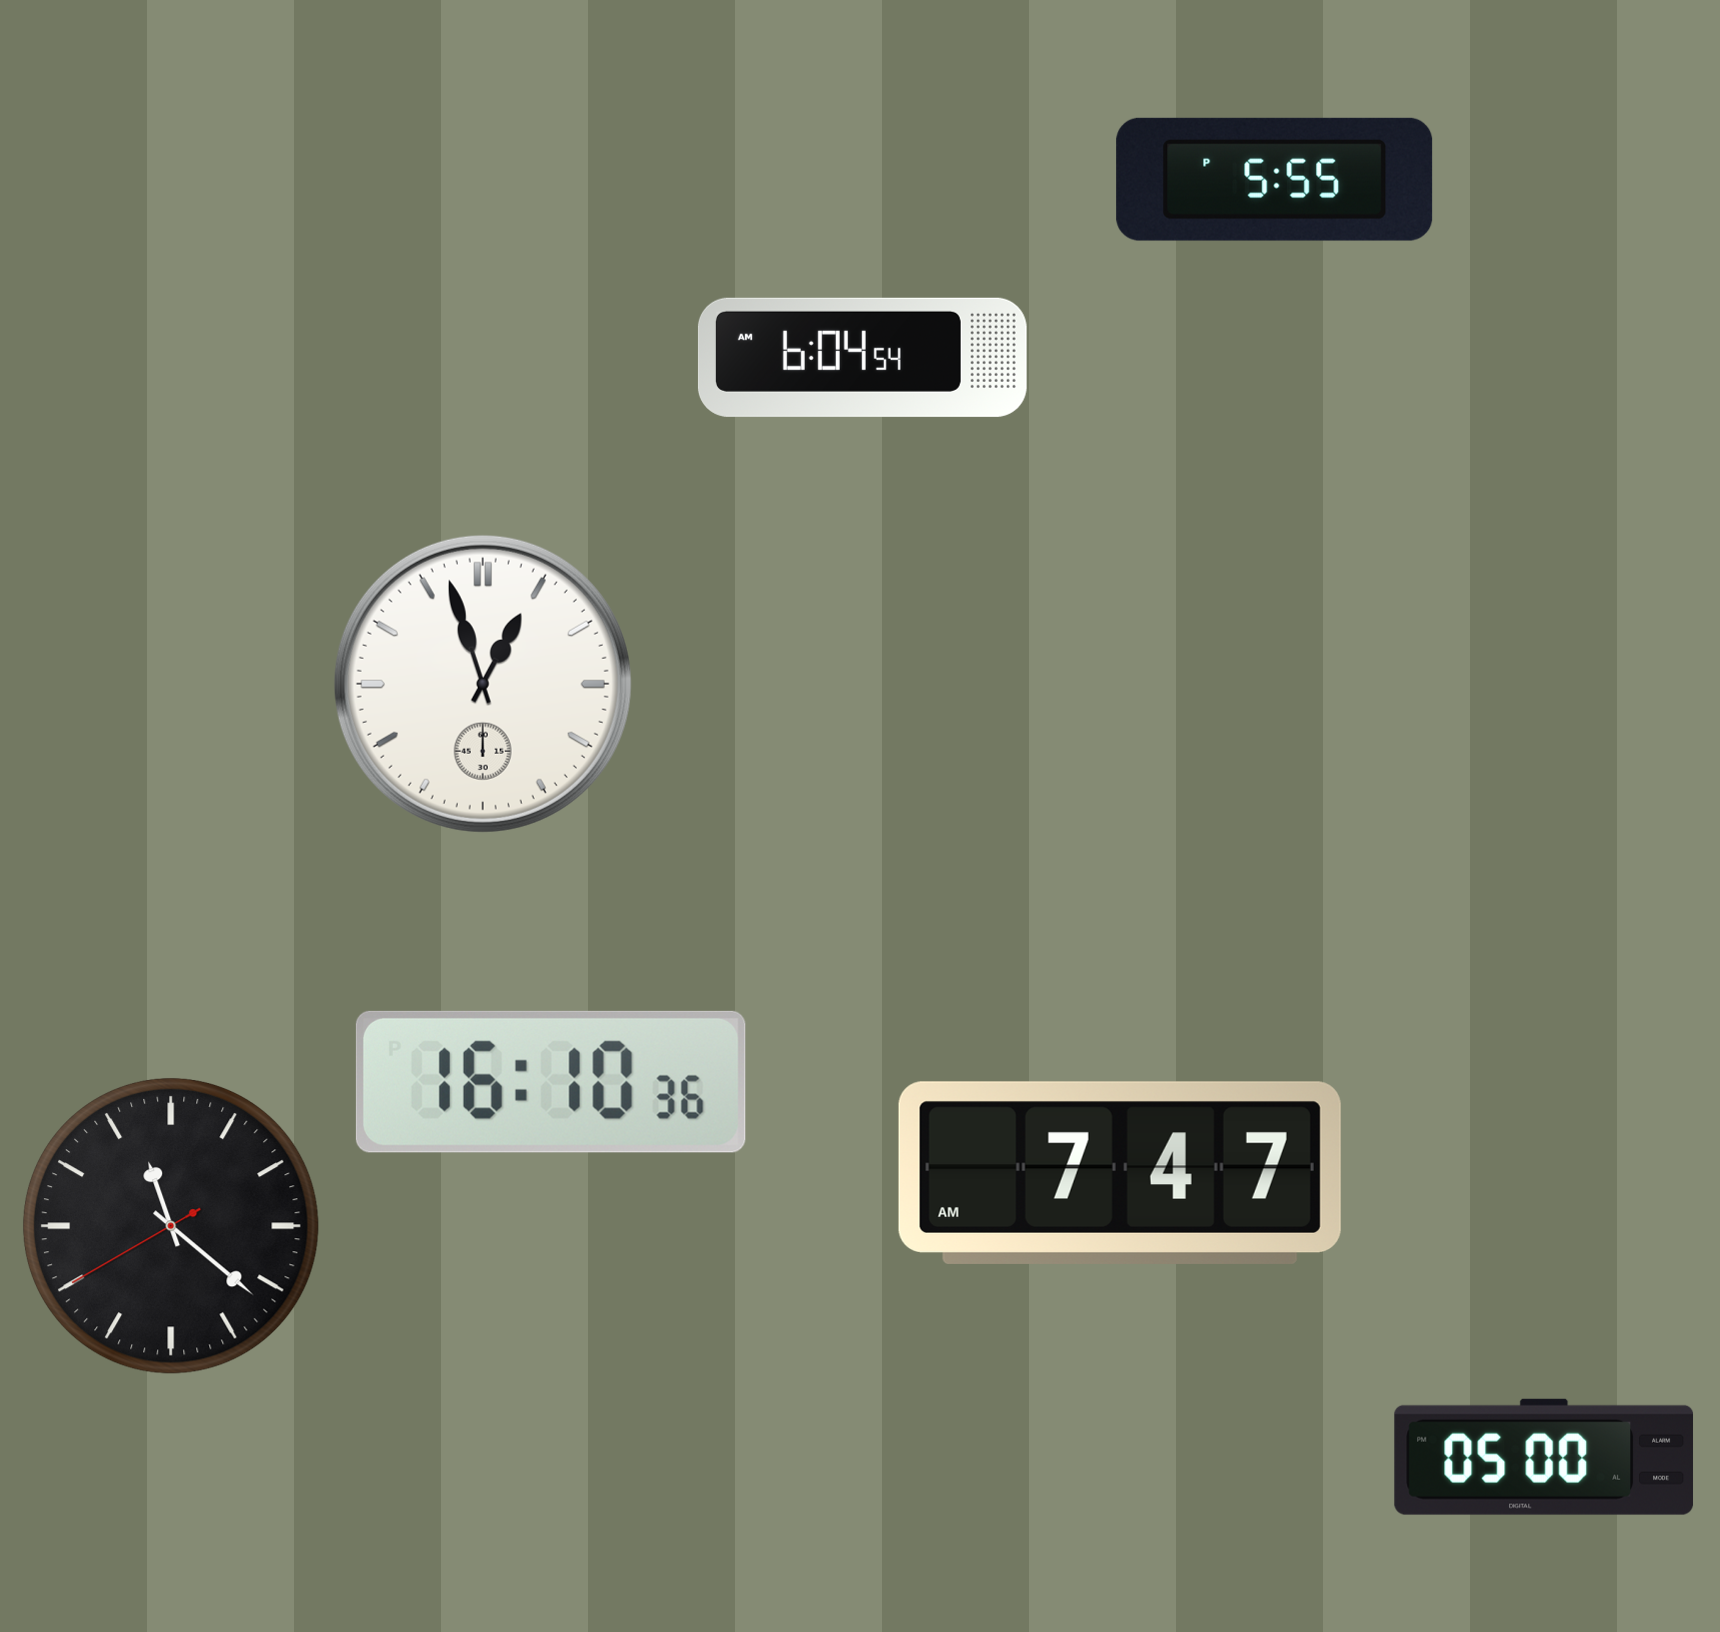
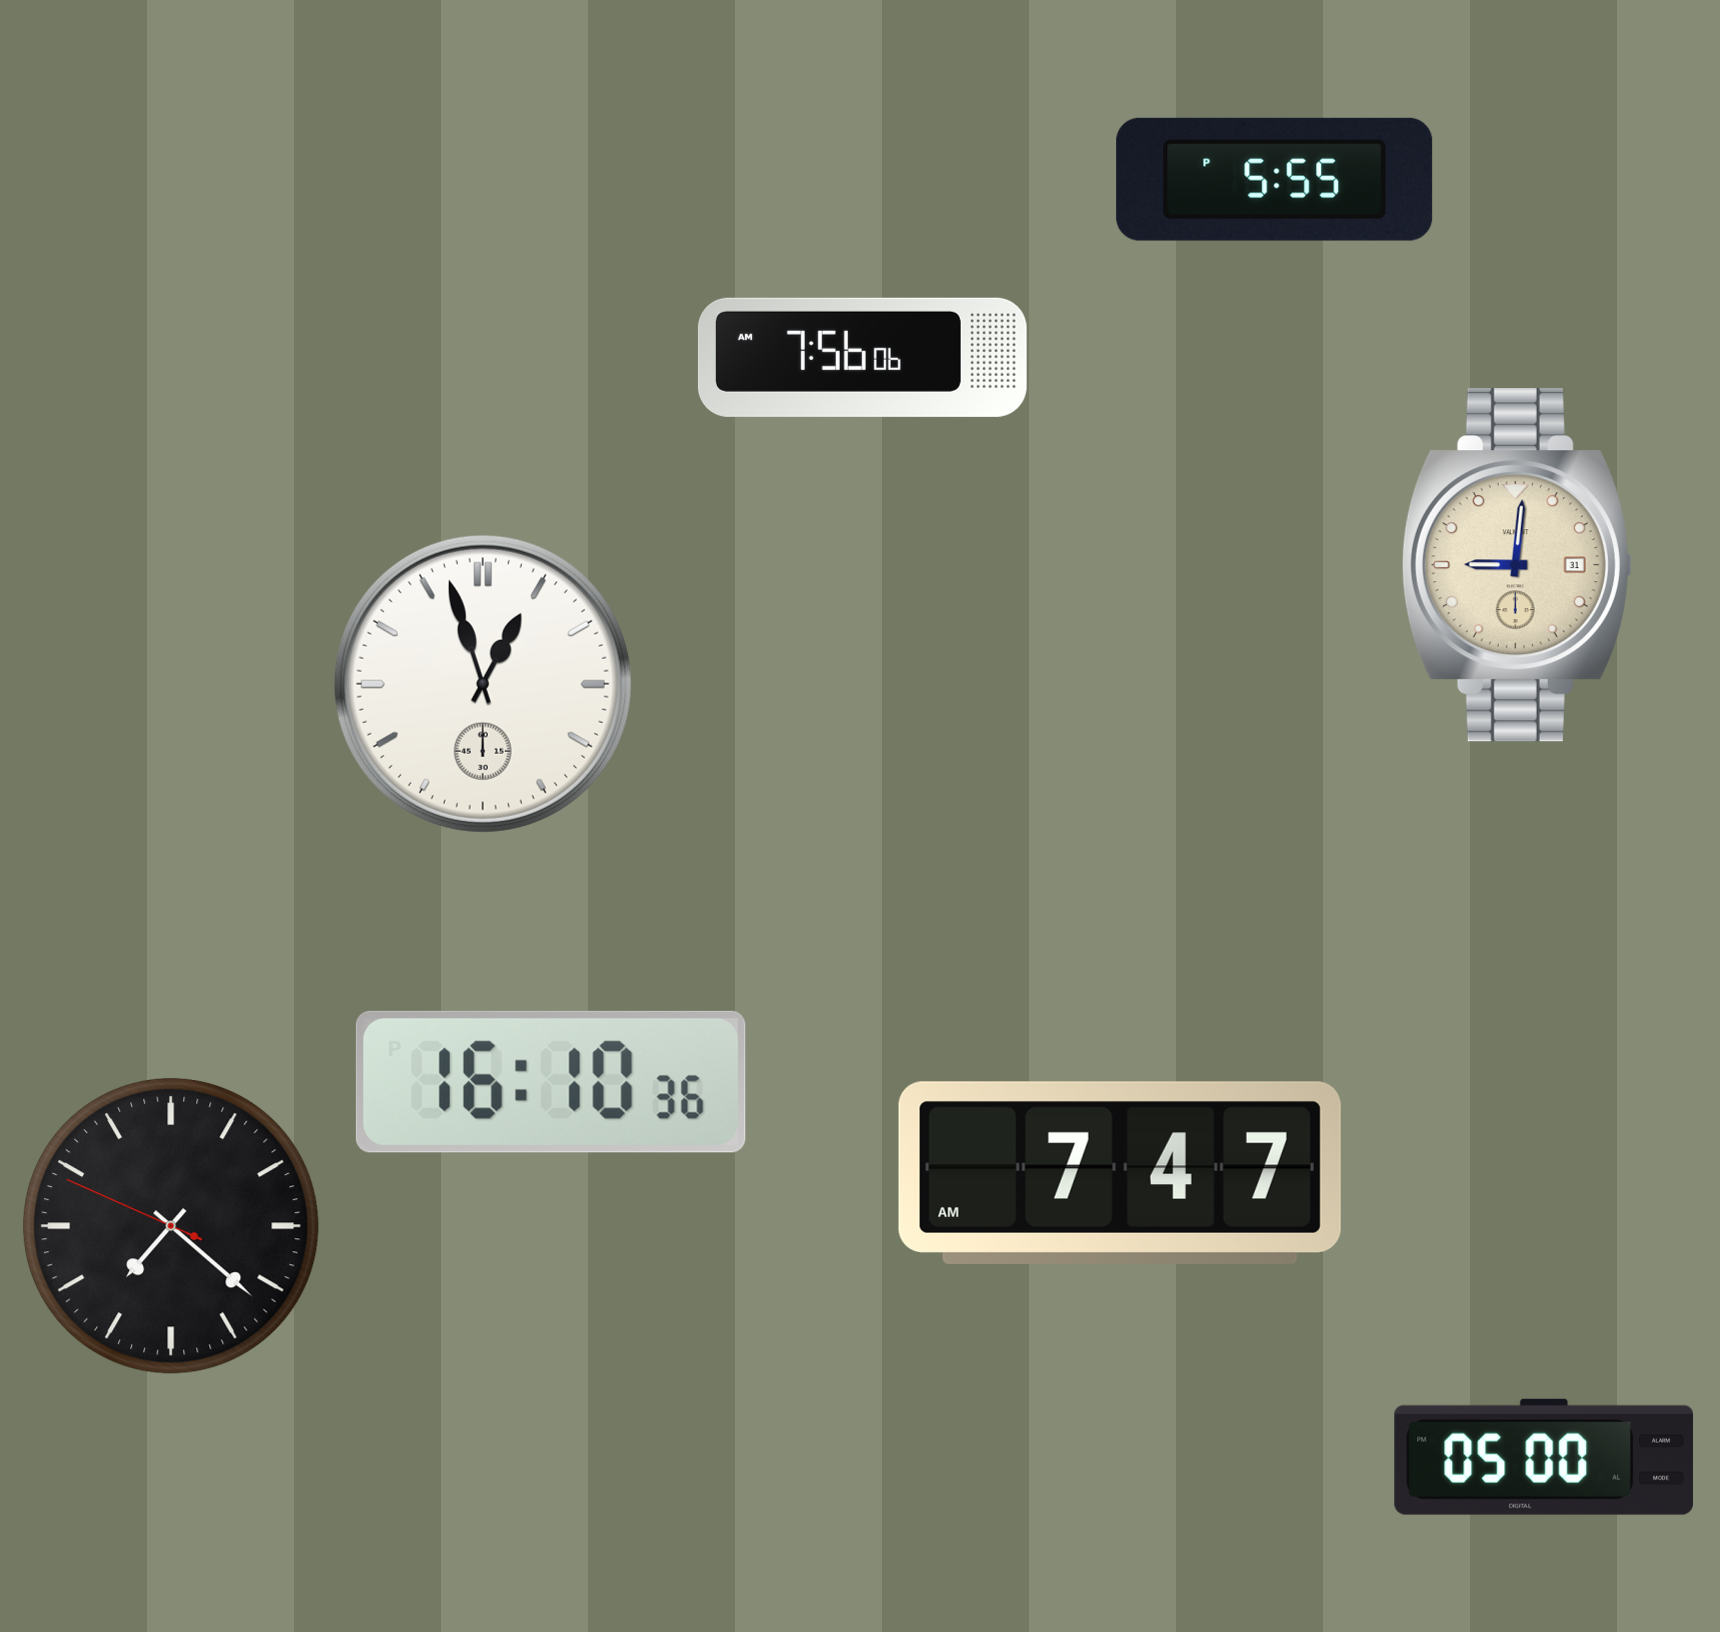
clock at (862, 357): 6:04 -> 7:56
clock at (1517, 565): none -> 9:01
clock at (171, 1226): 11:21 -> 7:21
